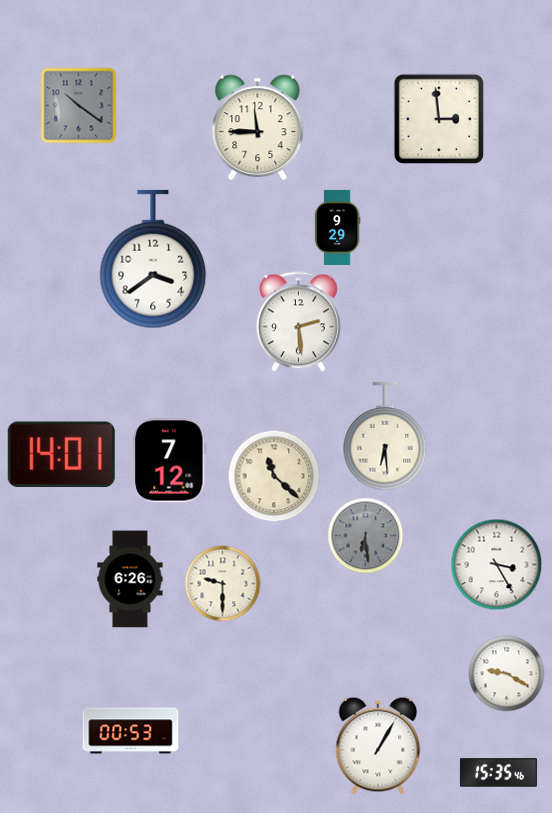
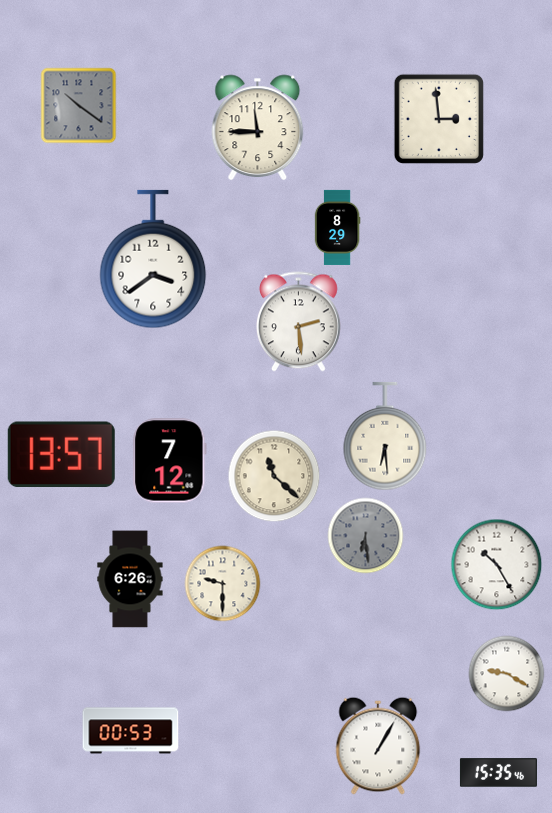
clock at (337, 227): 9:29 -> 8:29
clock at (61, 454): 14:01 -> 13:57
clock at (497, 565): 3:25 -> 10:25
